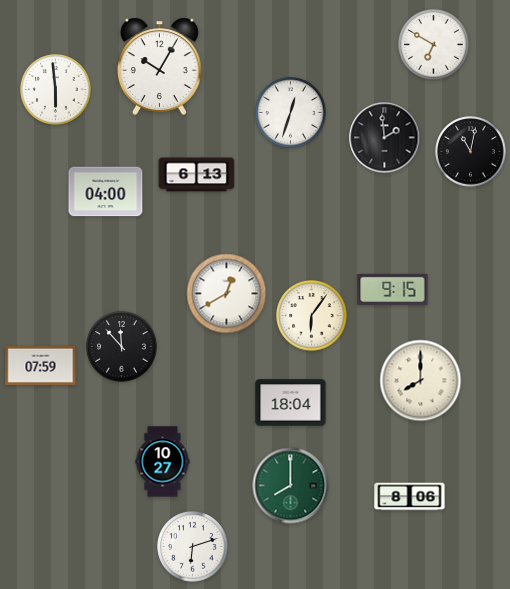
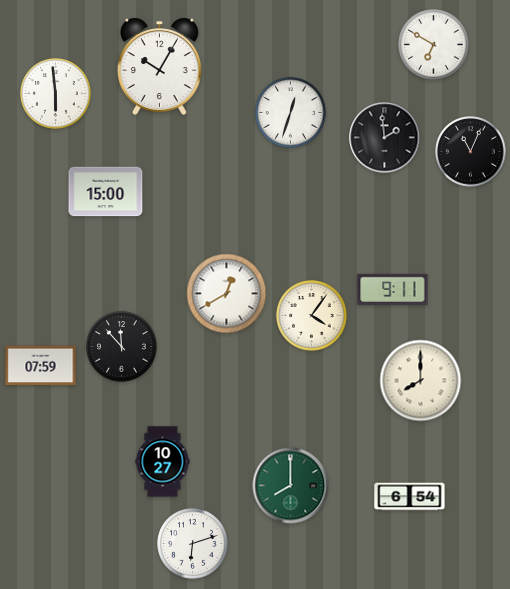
clock at (56, 90) position: (56, 90) -> (56, 94)
clock at (471, 152): 11:02 -> 11:04
clock at (197, 175): 6:13 -> none
clock at (106, 192): 04:00 -> 15:00
clock at (393, 289): 9:15 -> 9:11
clock at (312, 316): 6:06 -> 4:06
clock at (291, 403): 18:04 -> none
clock at (410, 497): 8:06 -> 6:54
clock at (193, 547) position: (193, 547) -> (193, 544)
